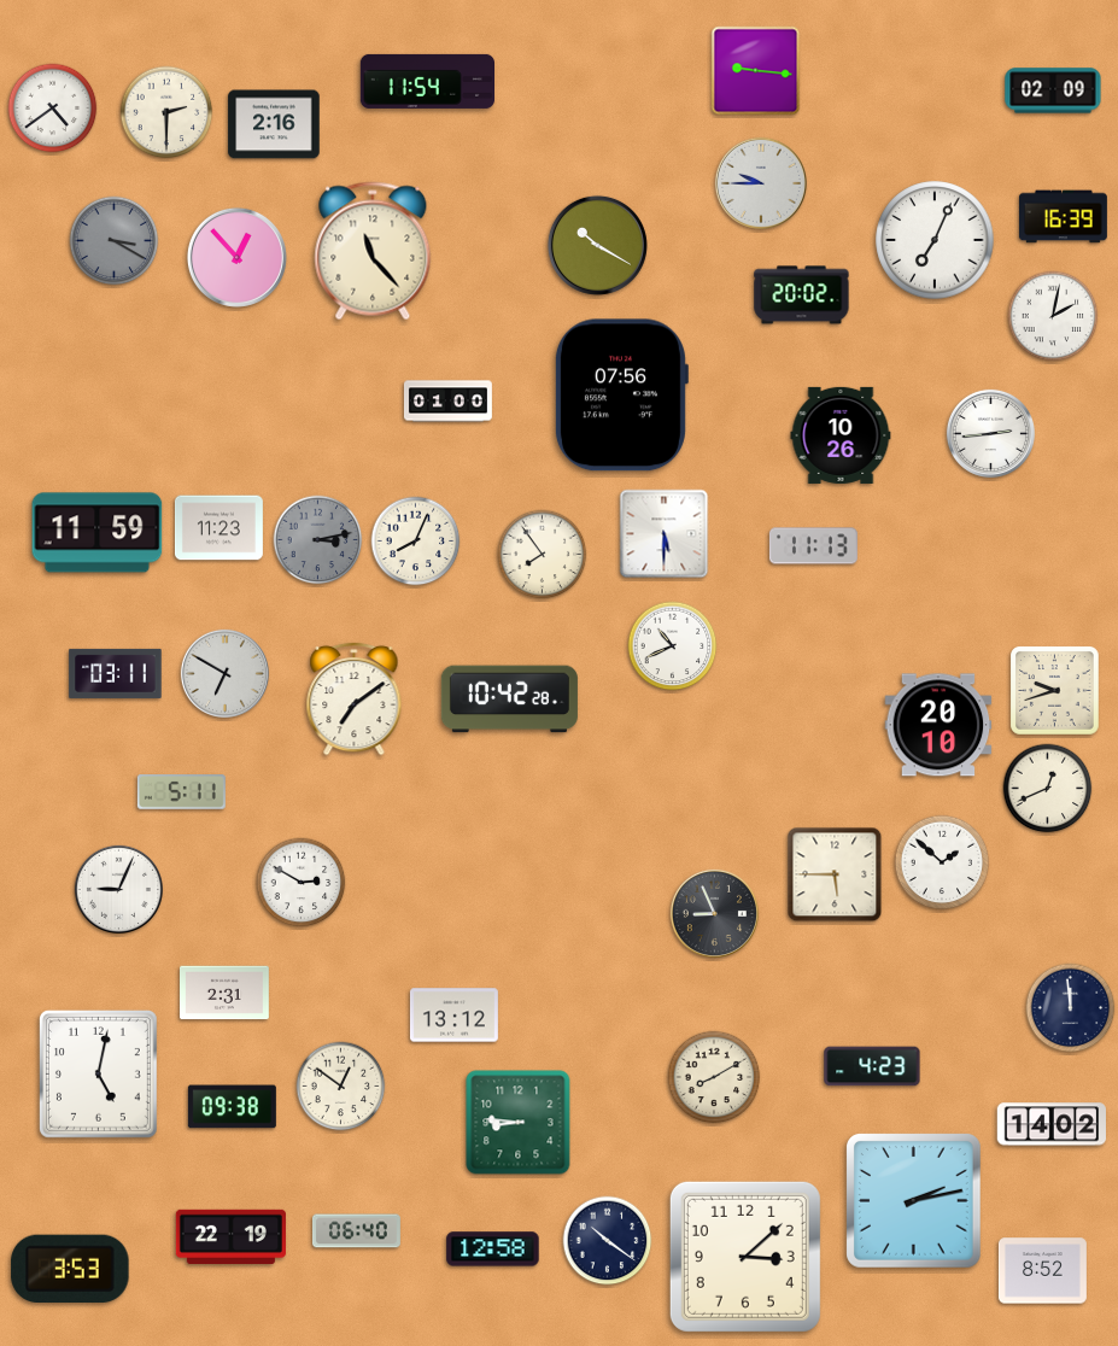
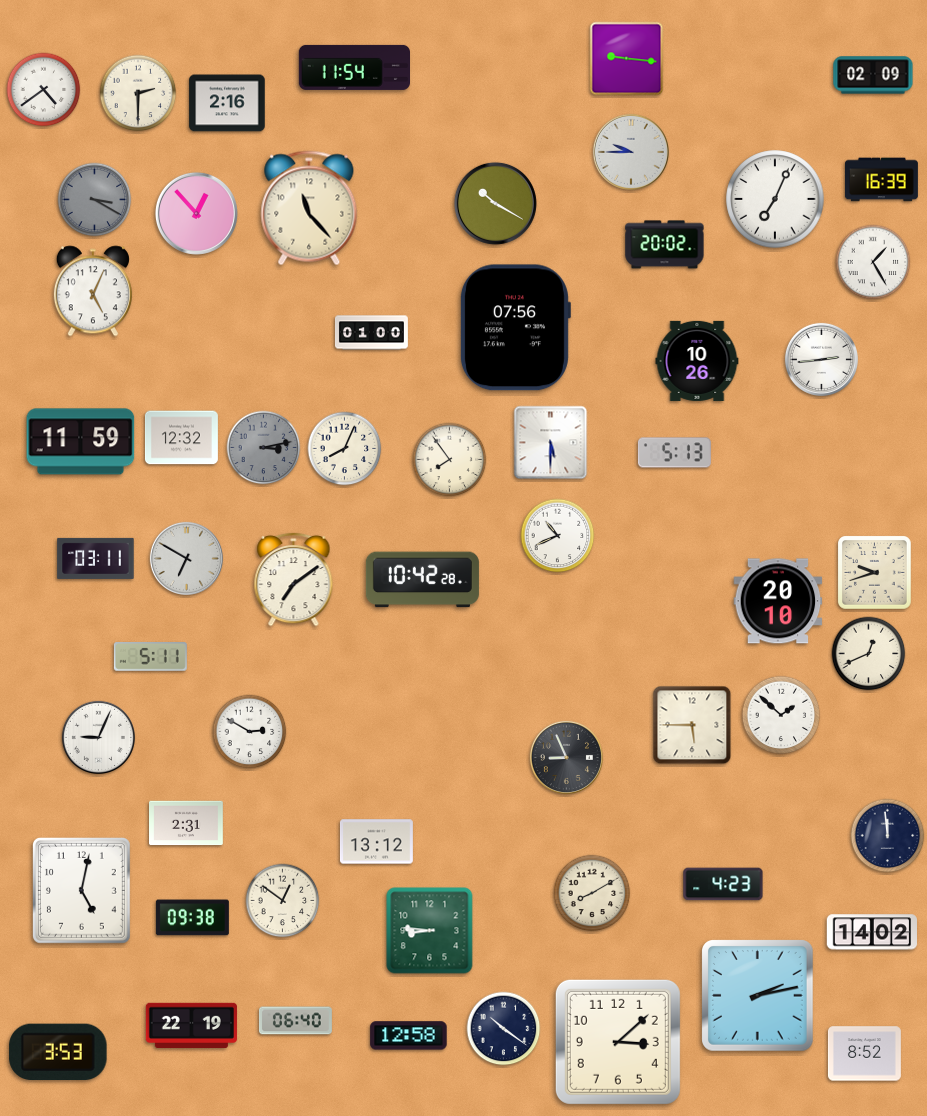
clock at (1053, 316): 2:02 -> 1:25
clock at (93, 291): none -> 5:04
clock at (218, 528): 11:23 -> 12:32
clock at (813, 546): 11:13 -> 5:13
clock at (714, 913) position: (714, 913) -> (566, 757)
